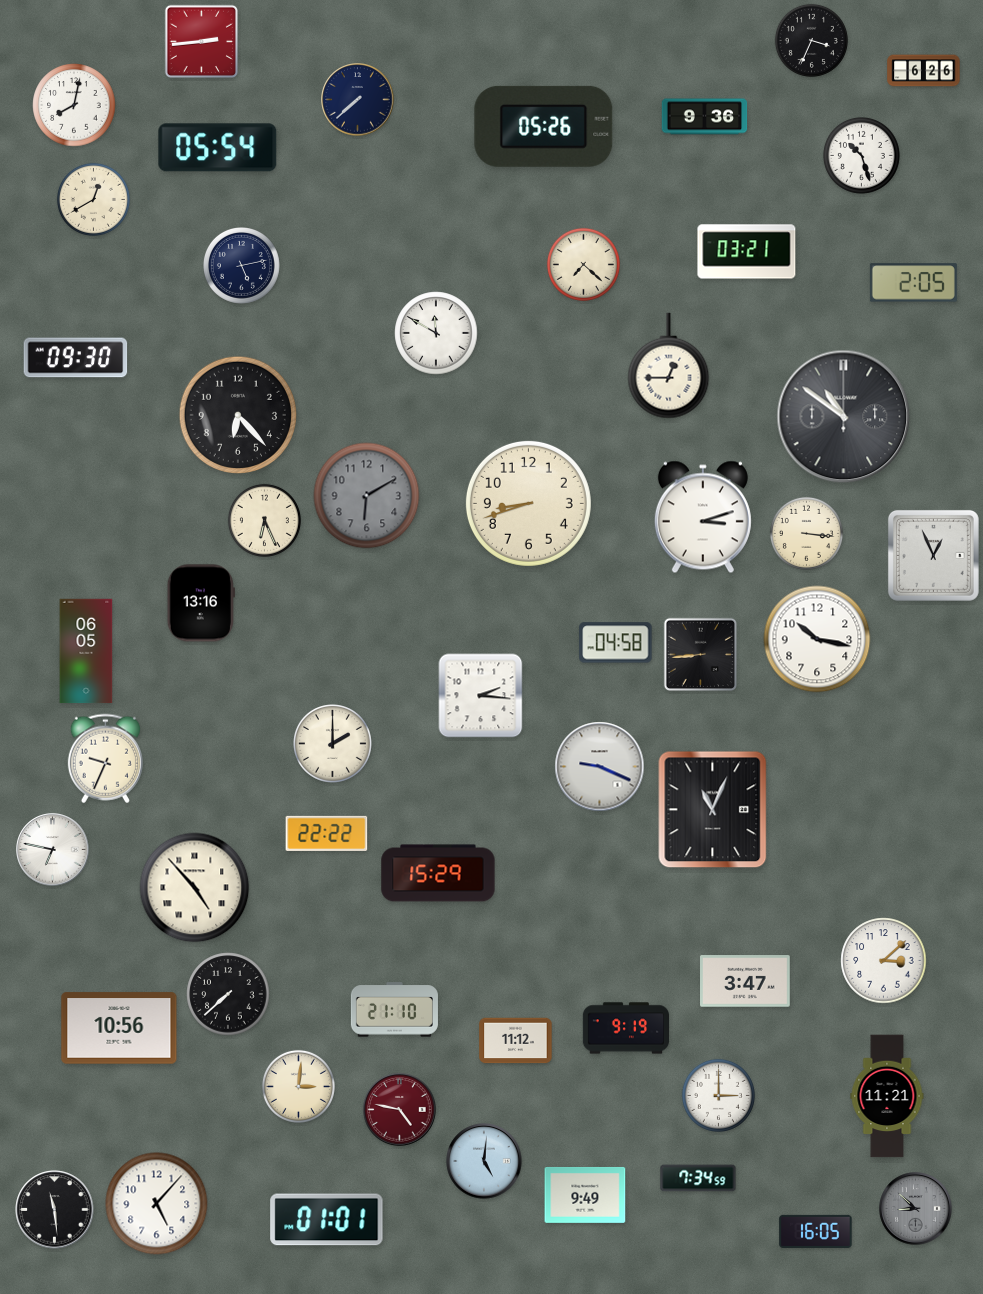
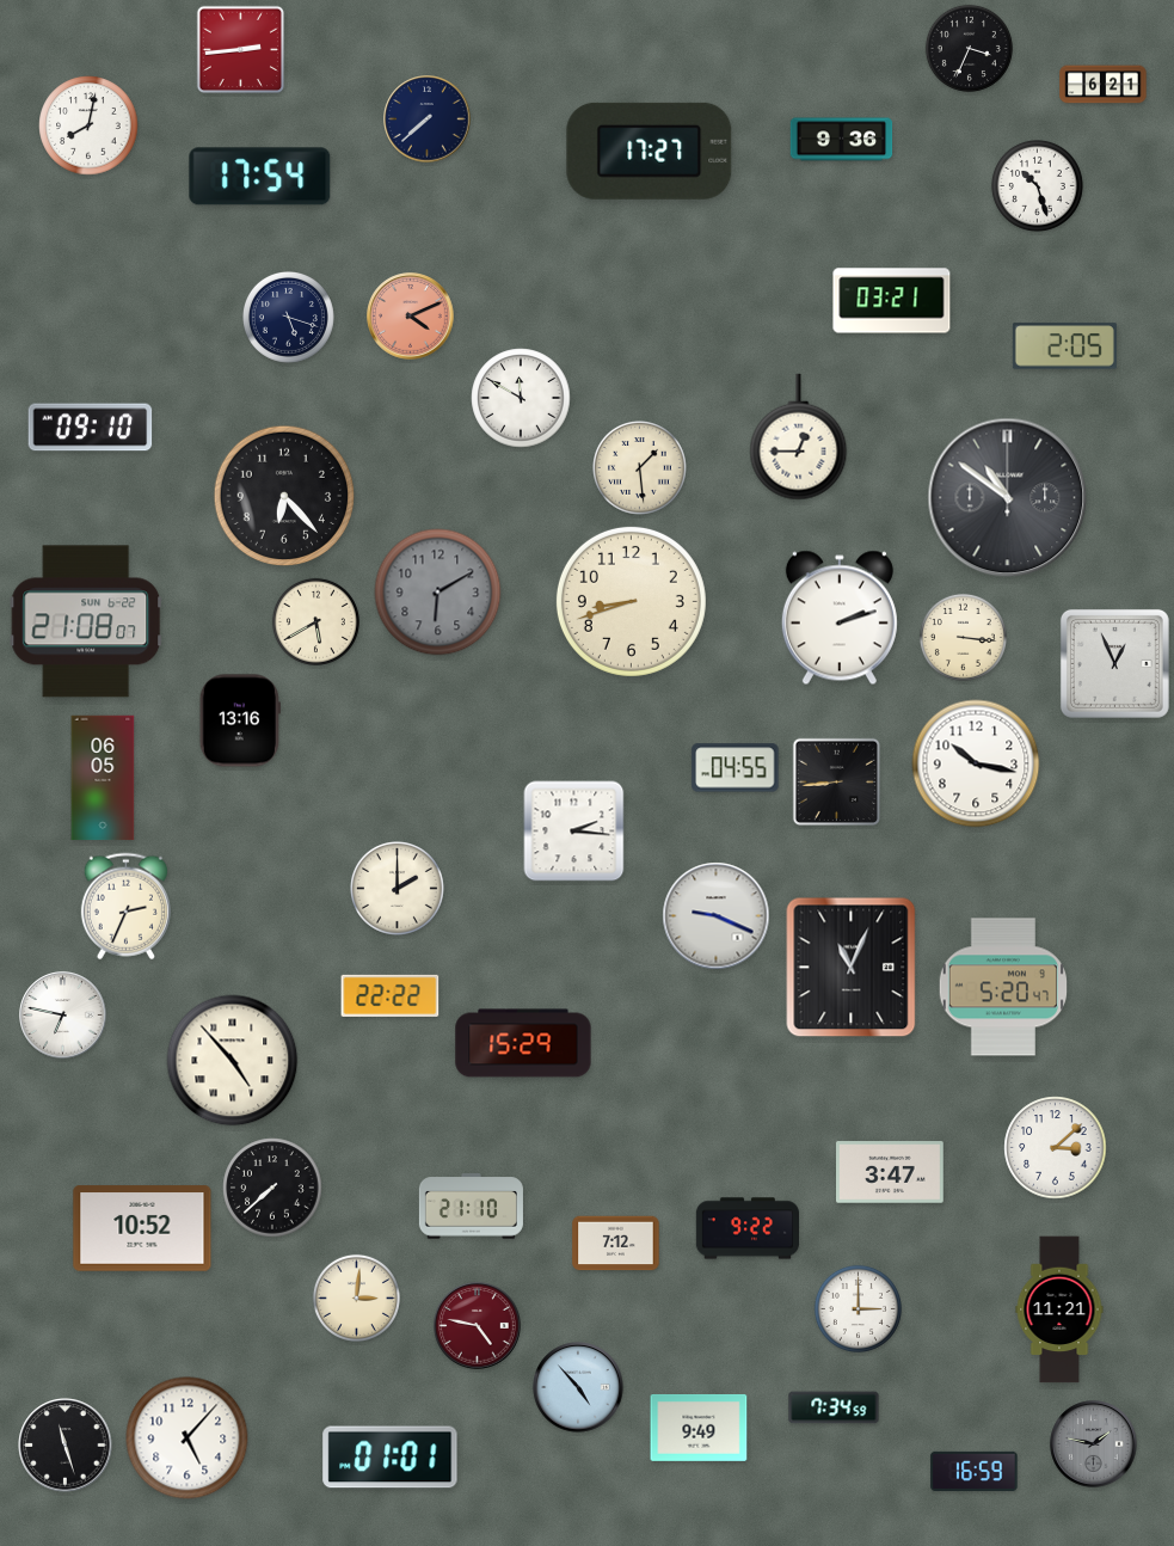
clock at (924, 71): 6:26 -> 6:21
clock at (544, 126): 05:26 -> 17:27
clock at (218, 148): 05:54 -> 17:54
clock at (861, 155) position: (861, 155) -> (1037, 185)
clock at (93, 199): 12:40 -> none
clock at (583, 264): 7:22 -> none
clock at (241, 265): 5:13 -> 5:18
clock at (411, 317): none -> 4:11
clock at (913, 283) position: (913, 283) -> (1064, 346)
clock at (76, 358): 09:30 -> 09:10
clock at (640, 468): none -> 1:29
clock at (703, 517): 3:12 -> 2:12
clock at (86, 621): none -> 21:08
clock at (264, 520): 6:26 -> 5:40
clock at (616, 643): 04:58 -> 04:55
clock at (105, 759): 9:34 -> 2:34
clock at (1002, 987): none -> 5:20
clock at (119, 1028): 10:56 -> 10:52
clock at (625, 1028): 9:19 -> 9:22
clock at (516, 1041): 11:12 -> 7:12
clock at (484, 1161): 5:01 -> 4:53
clock at (916, 1209): 8:52 -> 1:47
clock at (55, 1210): 11:29 -> 11:27
clock at (816, 1231): 16:05 -> 16:59
